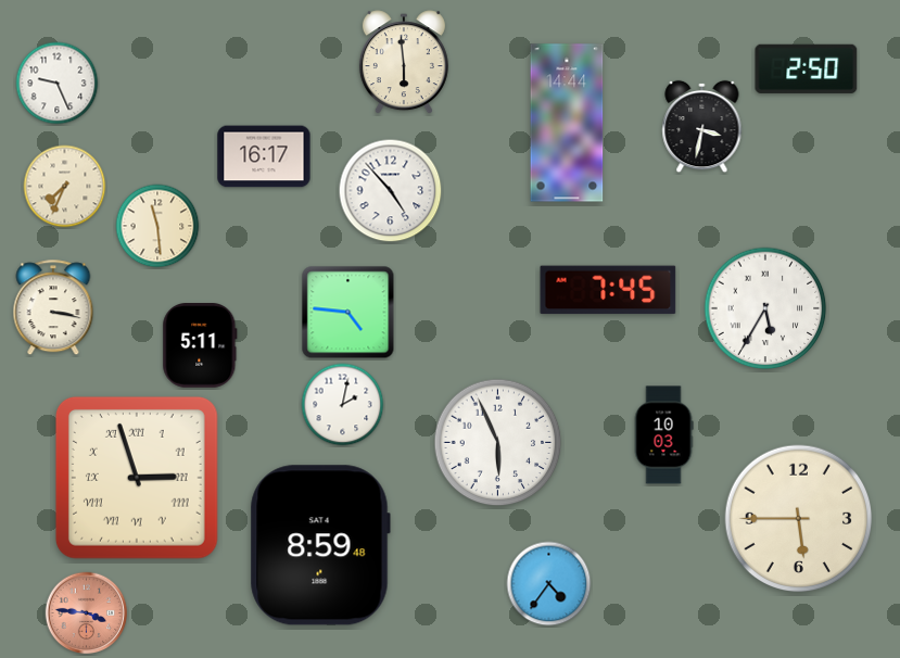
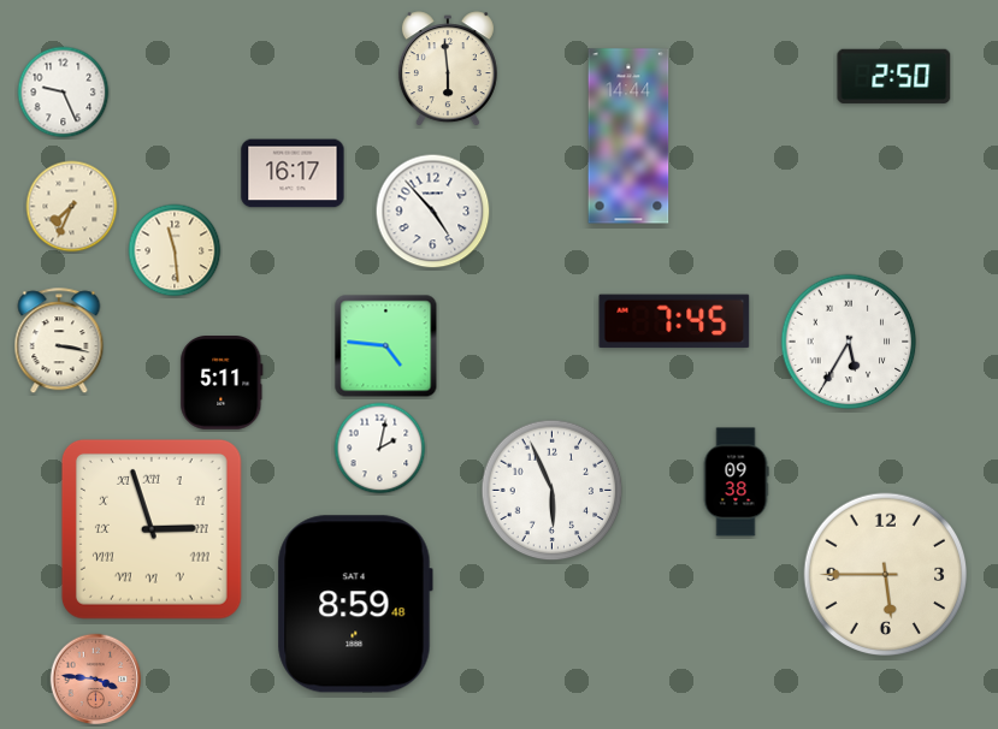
clock at (702, 127): 3:32 -> none
clock at (663, 435): 10:03 -> 09:38
clock at (549, 584): 4:36 -> none
